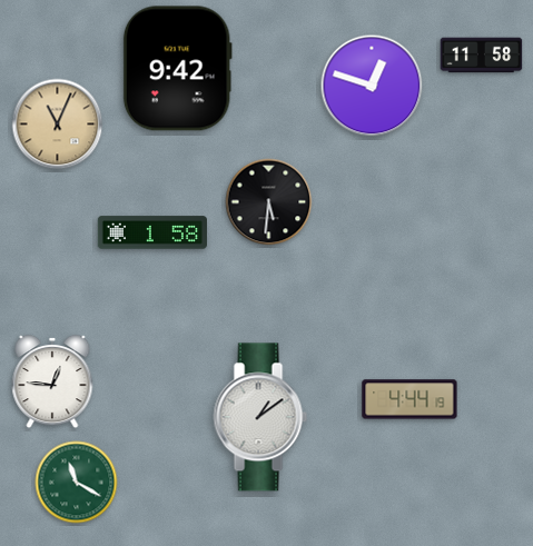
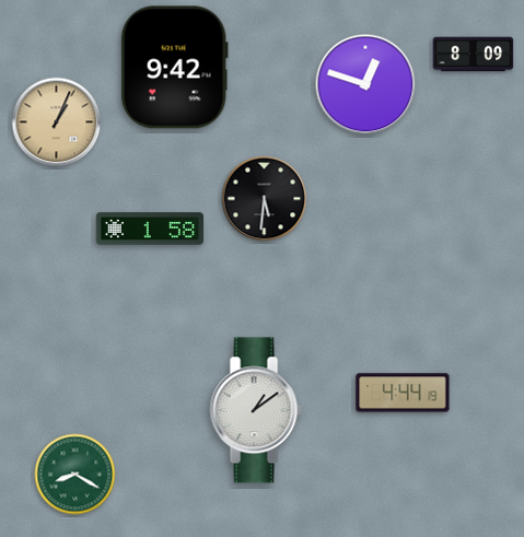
clock at (482, 56): 11:58 -> 8:09
clock at (58, 125): 11:04 -> 1:04
clock at (52, 381): 12:46 -> none
clock at (77, 483): 11:20 -> 8:20
